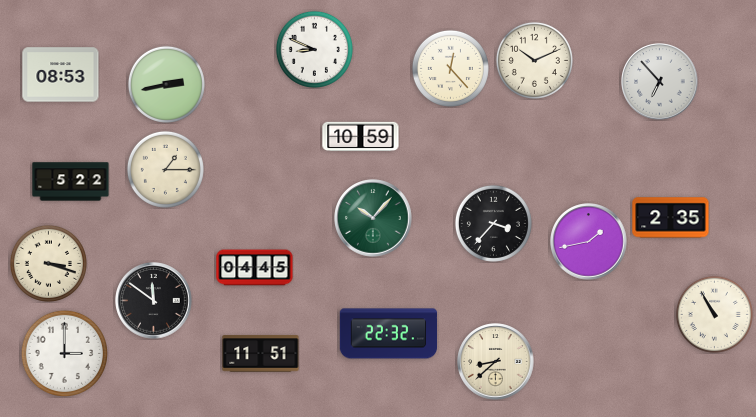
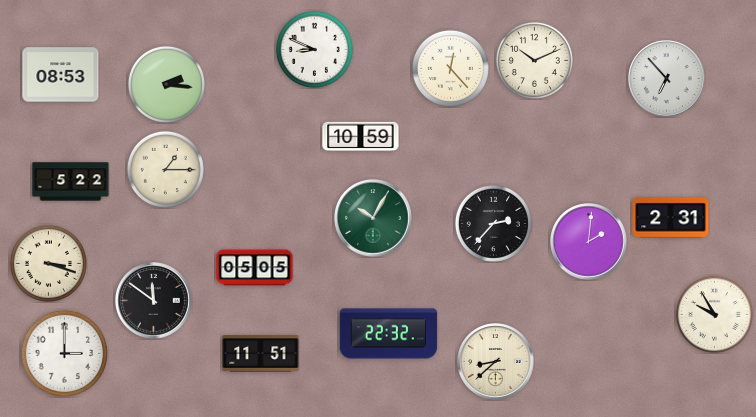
clock at (660, 82) position: (660, 82) -> (667, 79)
clock at (166, 84): 2:43 -> 2:16
clock at (373, 218): 10:07 -> 10:05
clock at (671, 218): 2:35 -> 2:31
clock at (493, 223): 3:37 -> 2:37
clock at (589, 242): 1:43 -> 2:01
clock at (255, 268): 04:45 -> 05:05
clock at (714, 314): 10:55 -> 9:55
